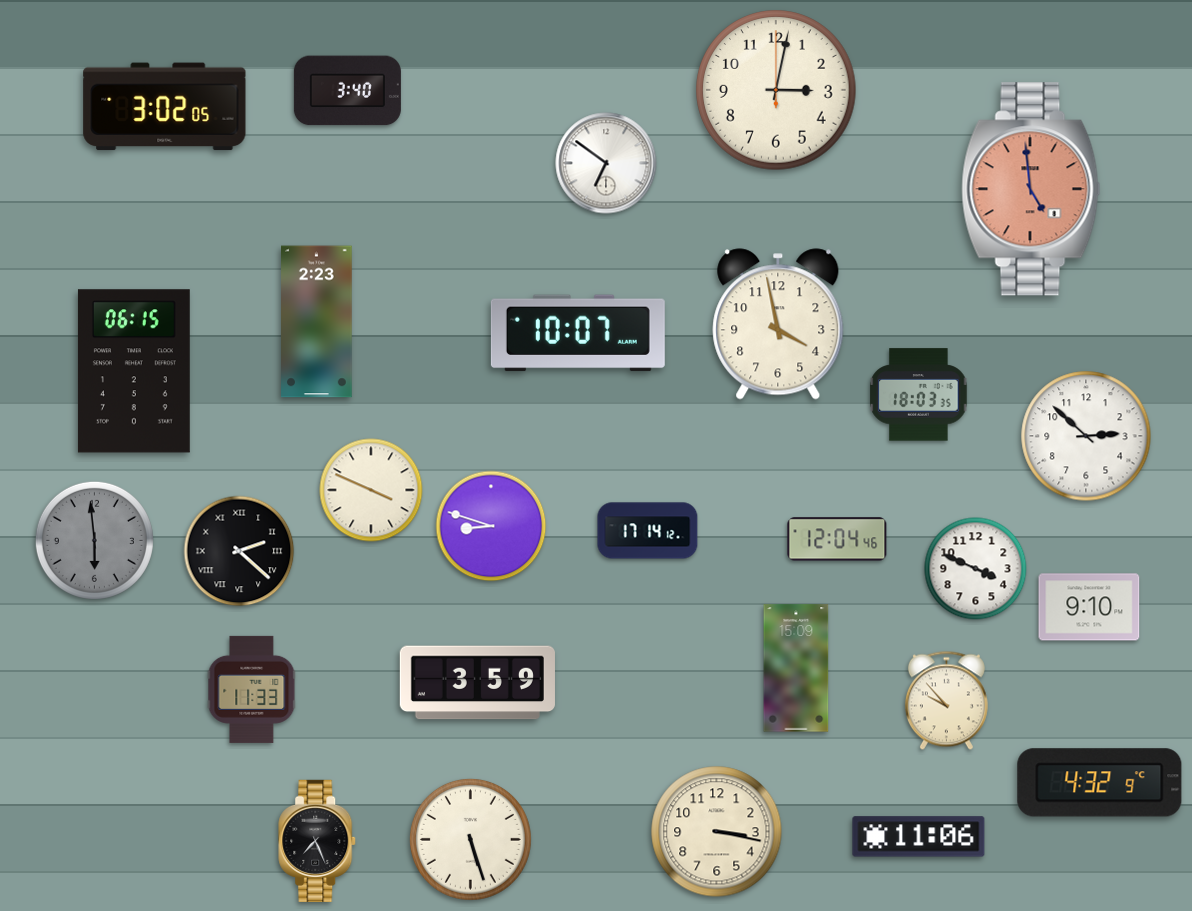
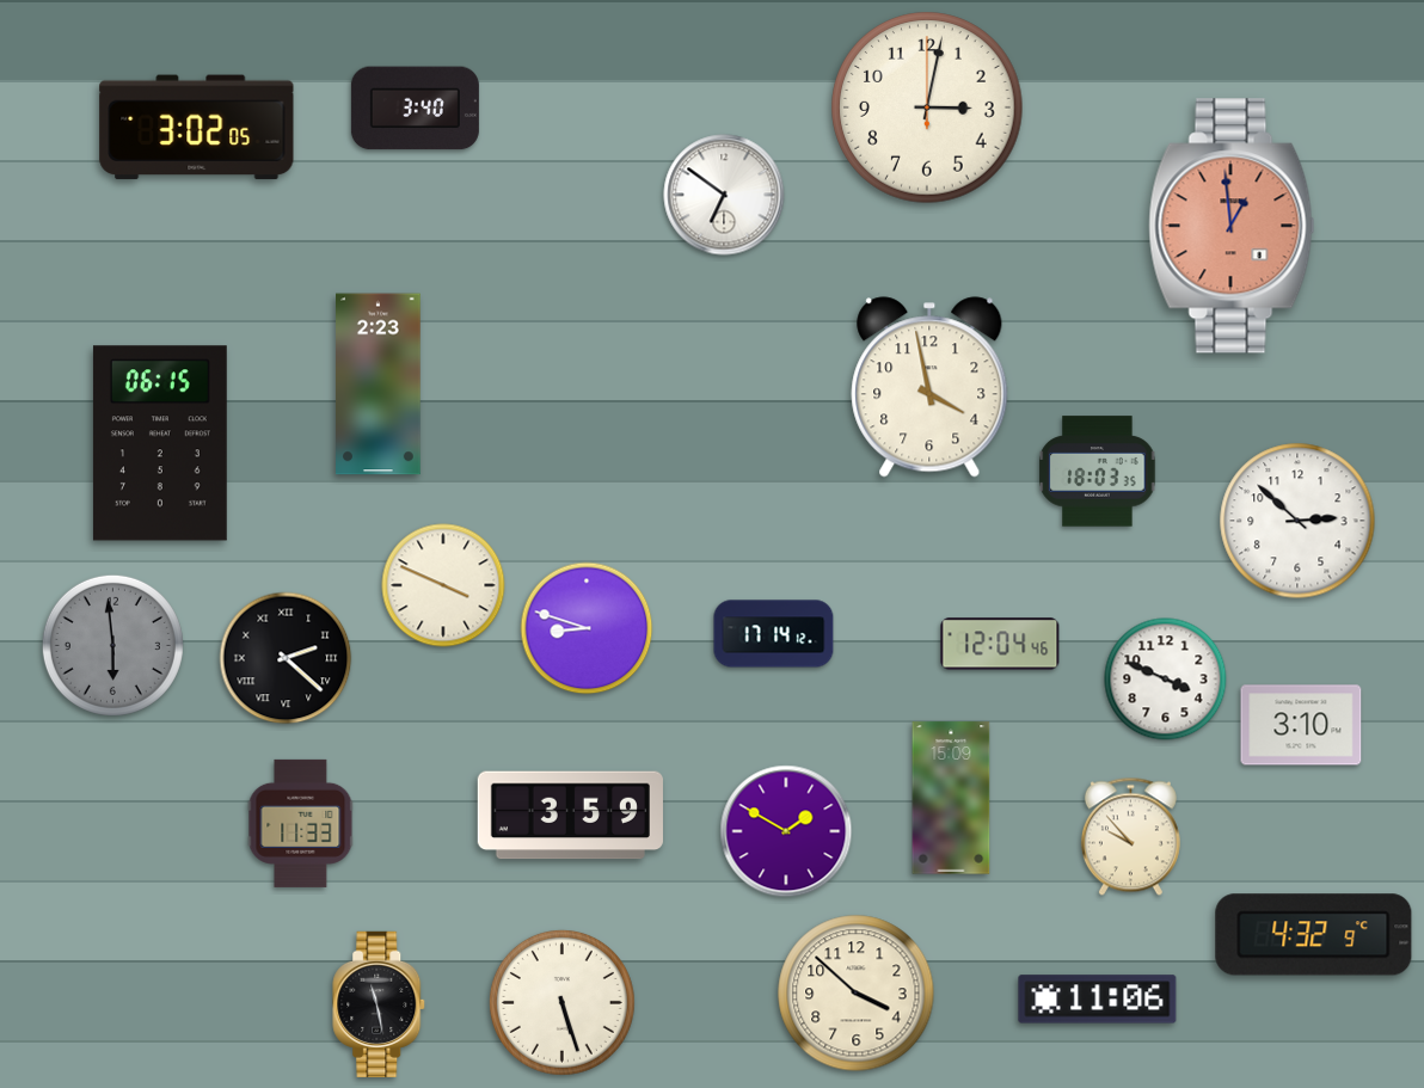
clock at (1031, 189): 4:59 -> 12:59
clock at (578, 333): 10:07 -> none
clock at (1089, 607): 9:10 -> 3:10
clock at (786, 831): none -> 1:50
clock at (717, 832): 3:17 -> 3:52
clock at (318, 841): 7:26 -> 11:28
